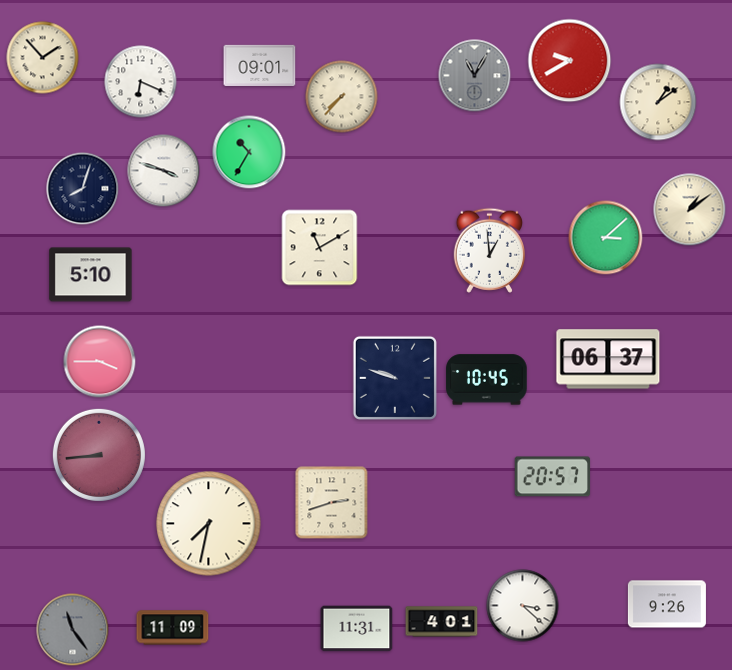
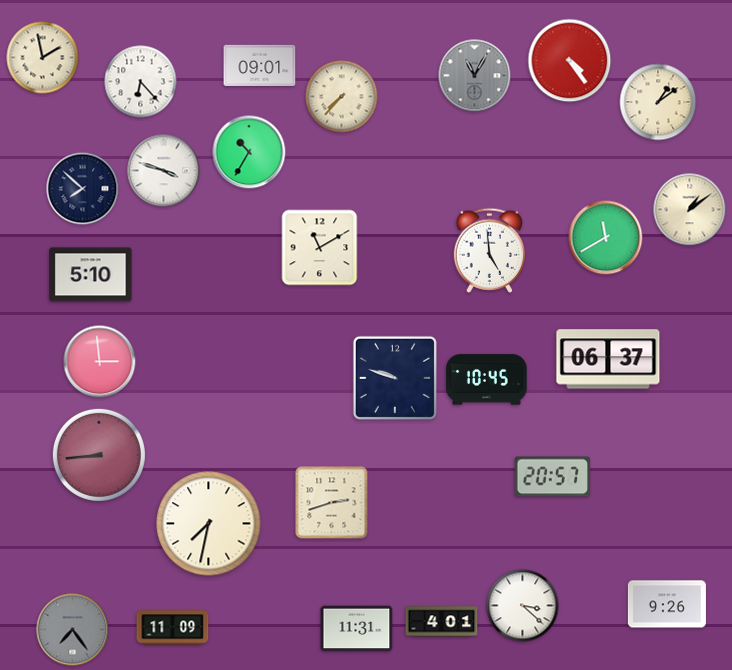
clock at (43, 58): 1:53 -> 1:58
clock at (570, 61): 9:40 -> 4:24
clock at (141, 82): 6:19 -> 6:23
clock at (83, 189): 8:03 -> 7:52
clock at (606, 238): 3:08 -> 11:40
clock at (489, 250): 12:59 -> 4:59
clock at (100, 362): 3:45 -> 2:59
clock at (73, 630): 11:24 -> 7:24
